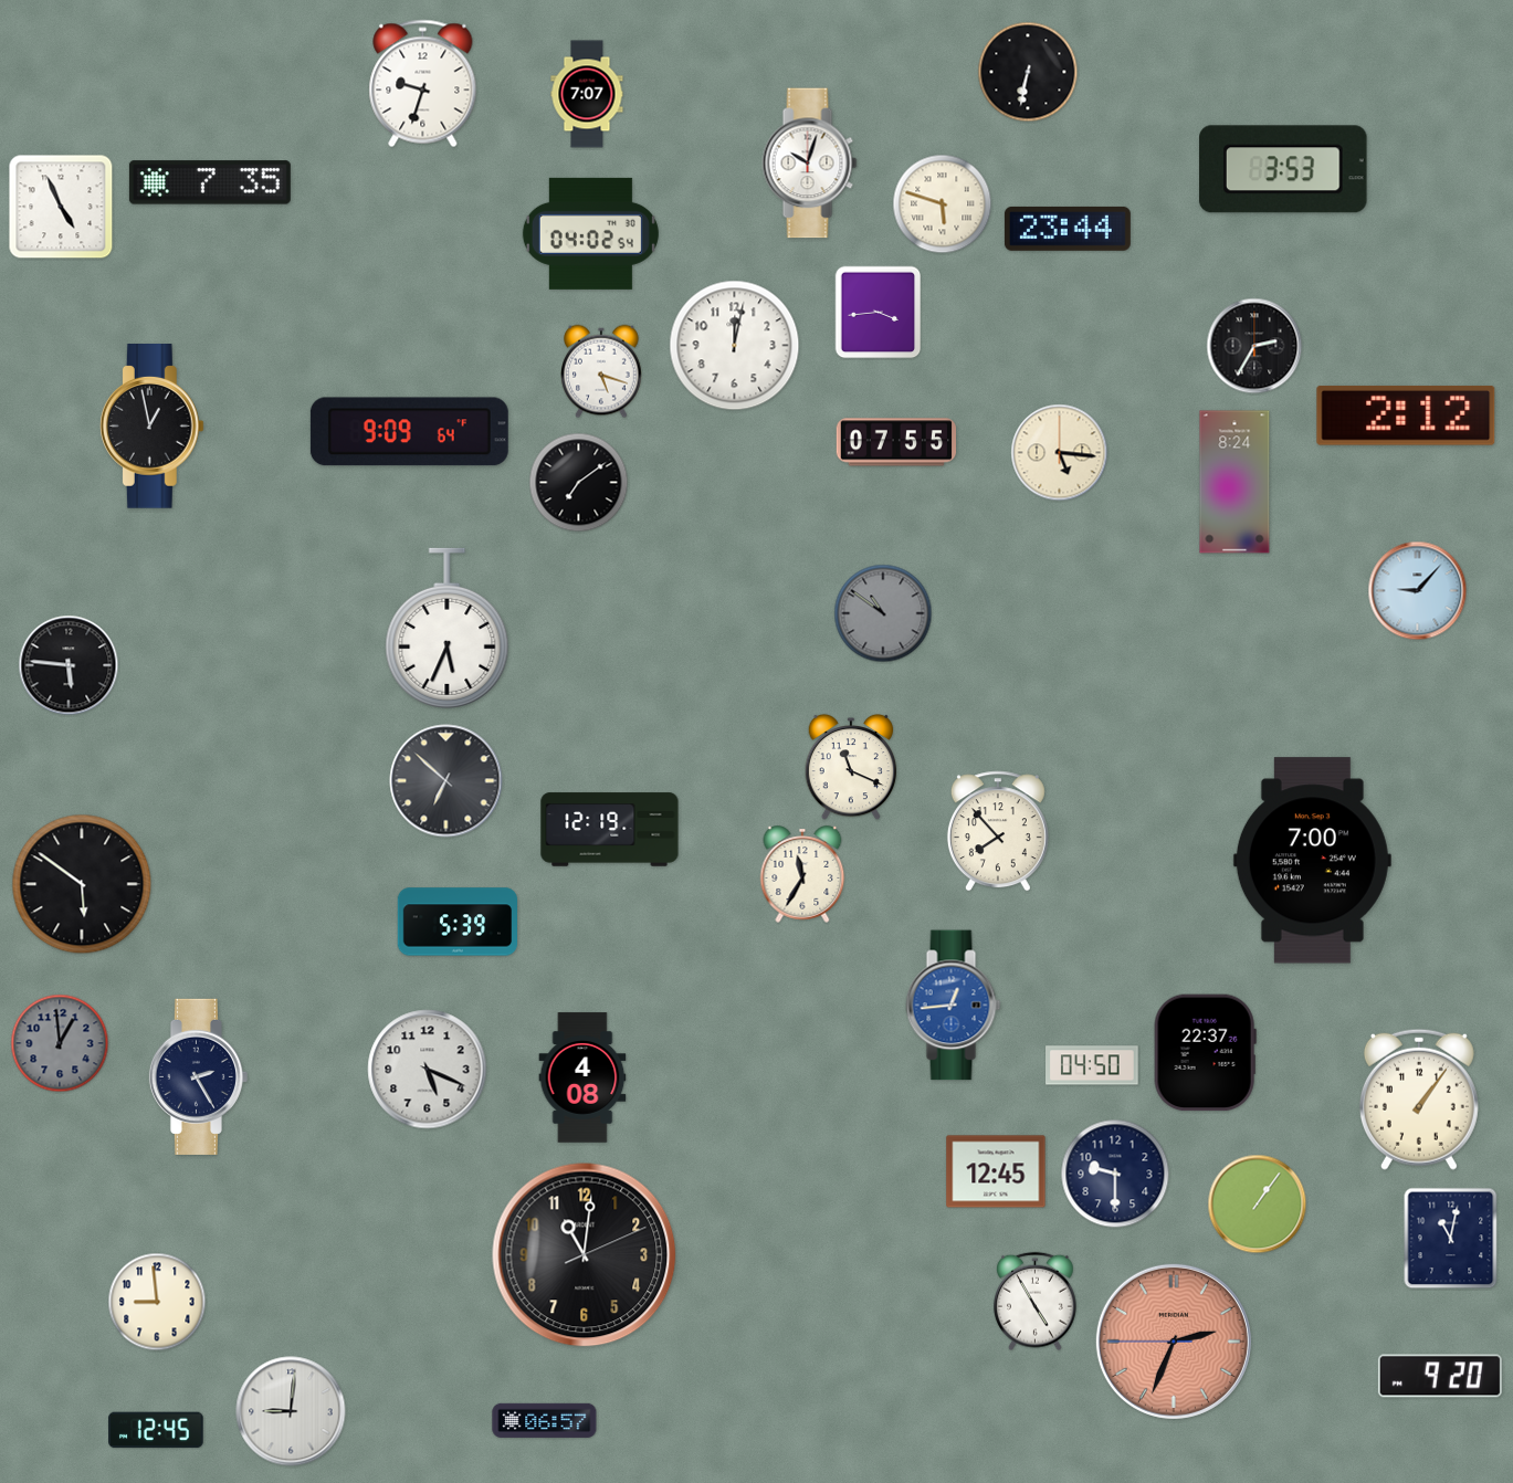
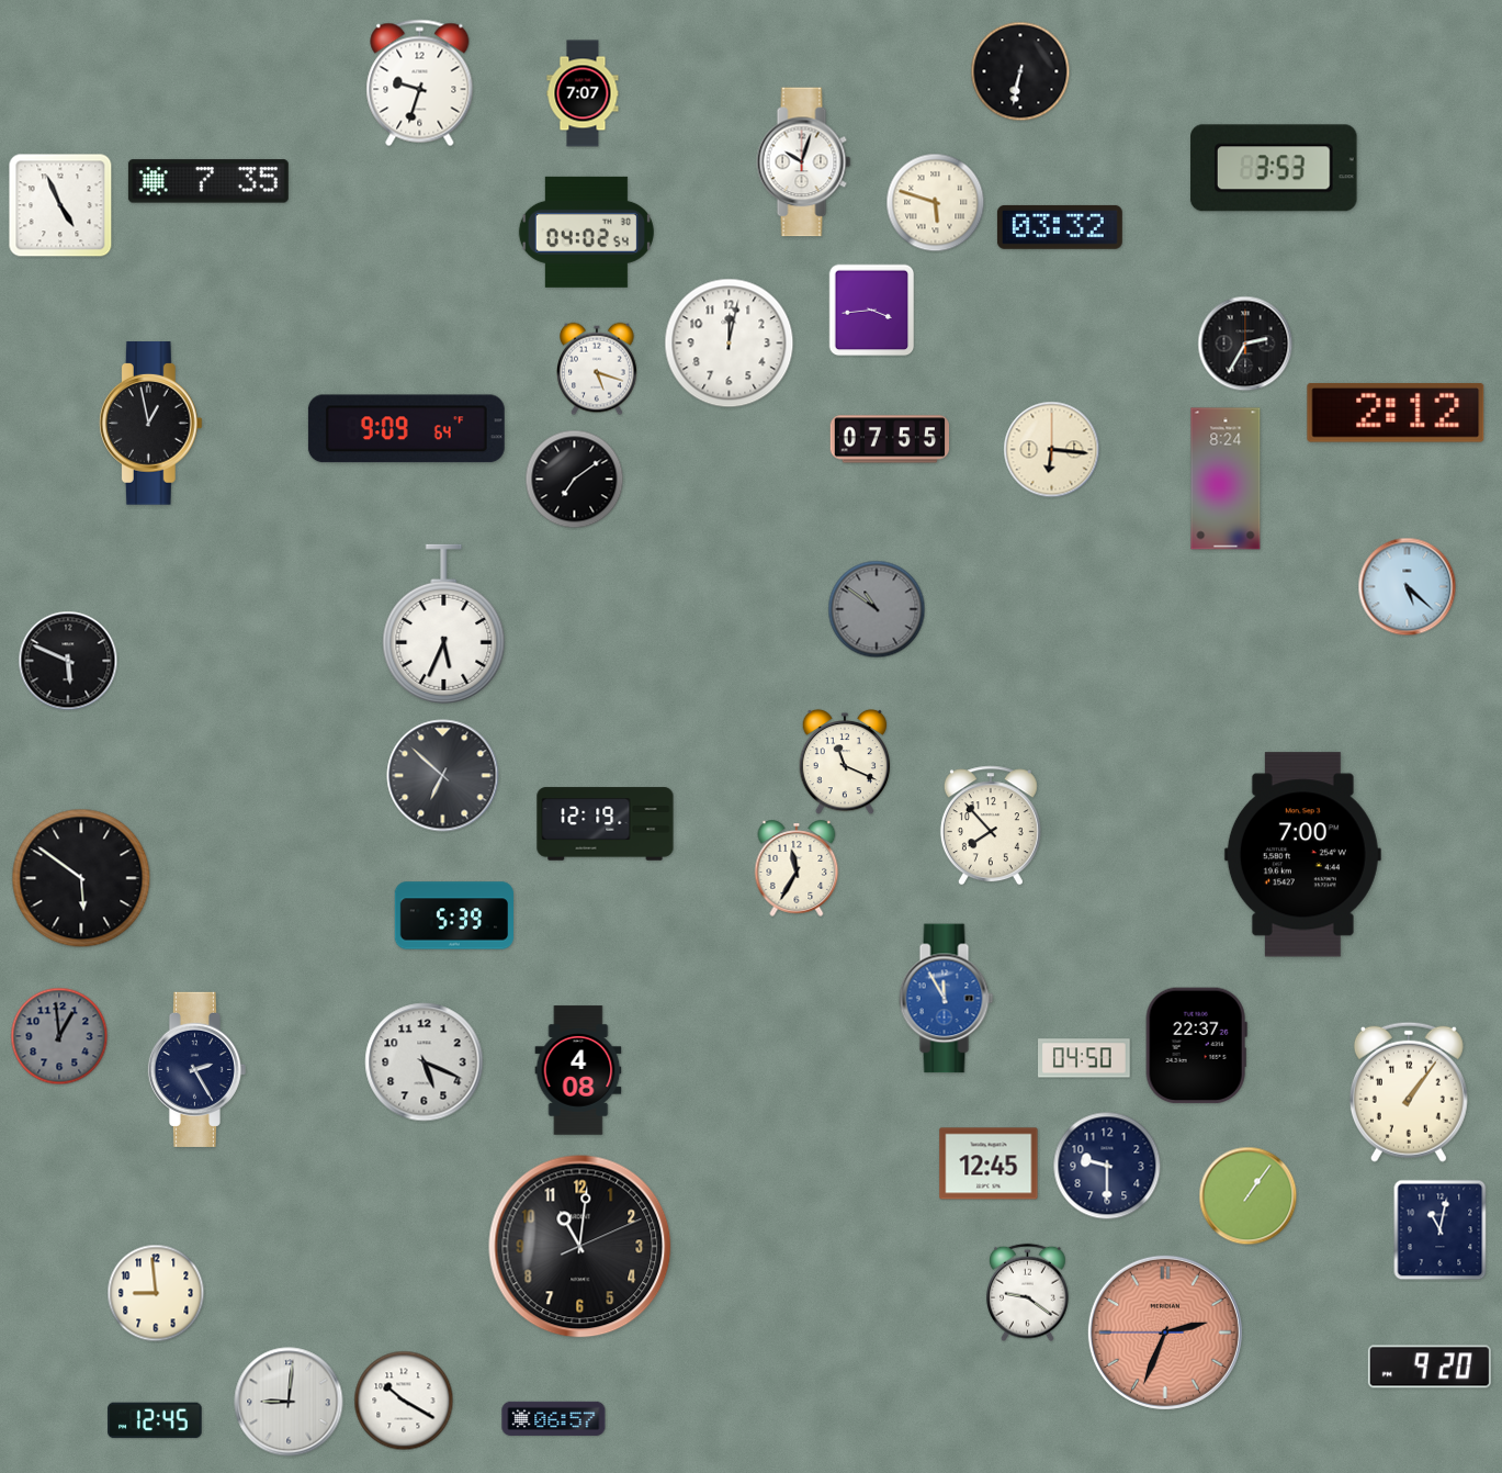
clock at (1068, 229): 23:44 -> 03:32
clock at (1060, 453): 5:16 -> 6:16
clock at (1418, 591): 9:07 -> 5:22
clock at (69, 665): 5:46 -> 5:49
clock at (954, 1006): 12:44 -> 11:55
clock at (1036, 1302): 4:55 -> 9:21
clock at (404, 1401): none -> 10:20
clock at (545, 1420) position: (545, 1420) -> (554, 1418)
